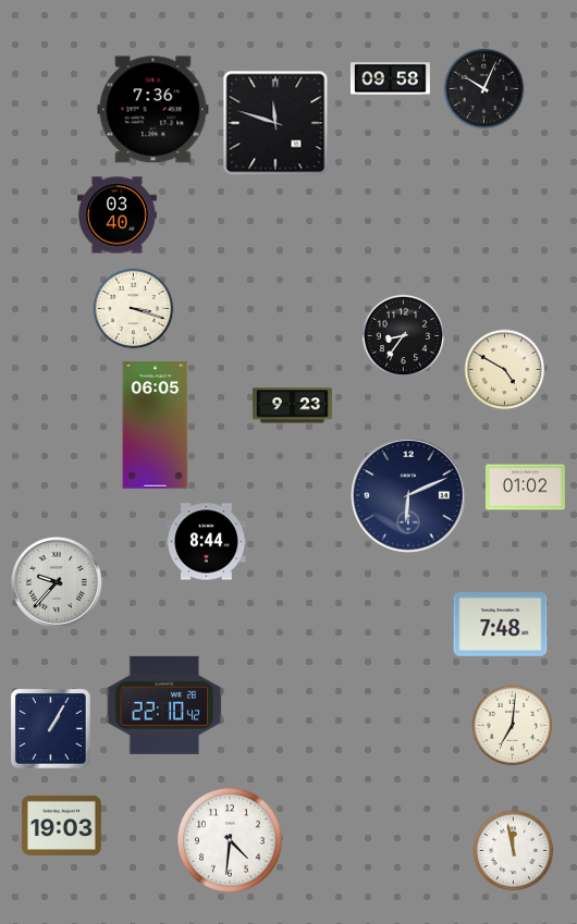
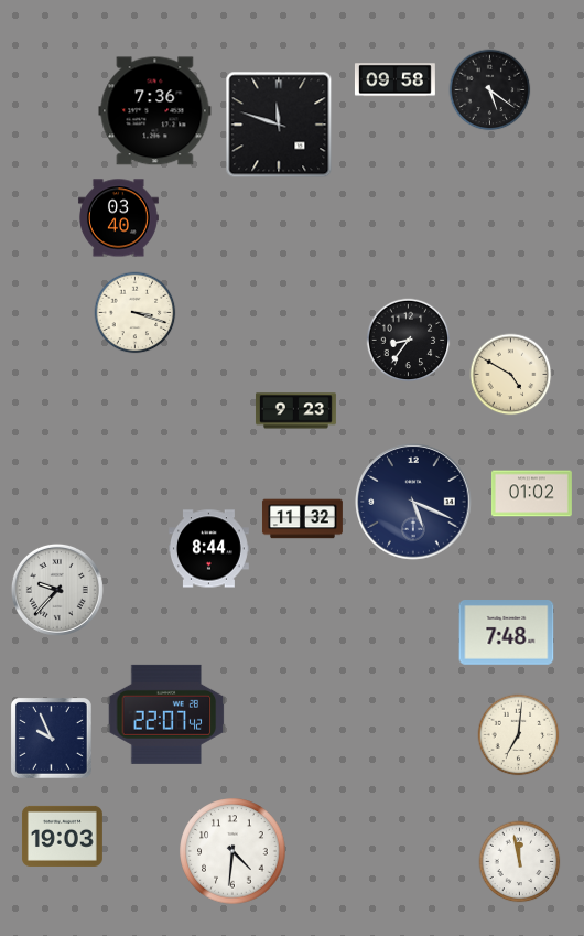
clock at (484, 89): 10:04 -> 5:21
clock at (156, 426): 06:05 -> none
clock at (408, 495): 6:11 -> 5:19
clock at (303, 519): none -> 11:32
clock at (164, 705): 22:10 -> 22:07
clock at (51, 729): 1:05 -> 9:56
